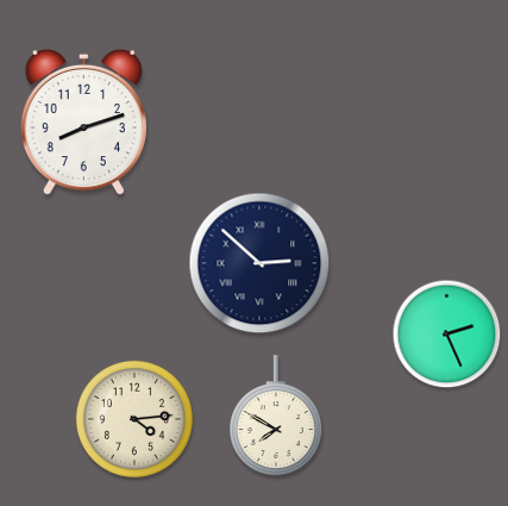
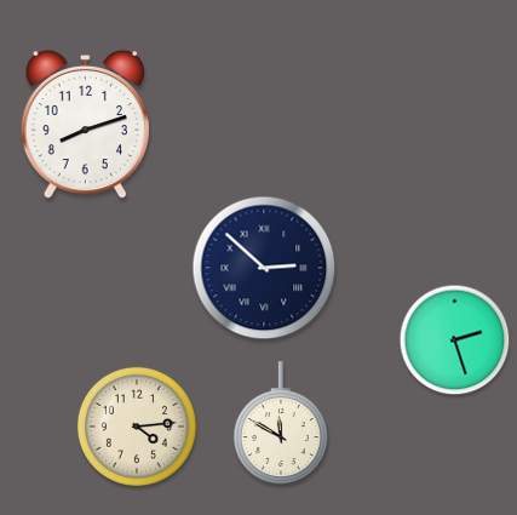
clock at (447, 335): 2:26 -> 2:27
clock at (277, 416): 7:50 -> 11:50
